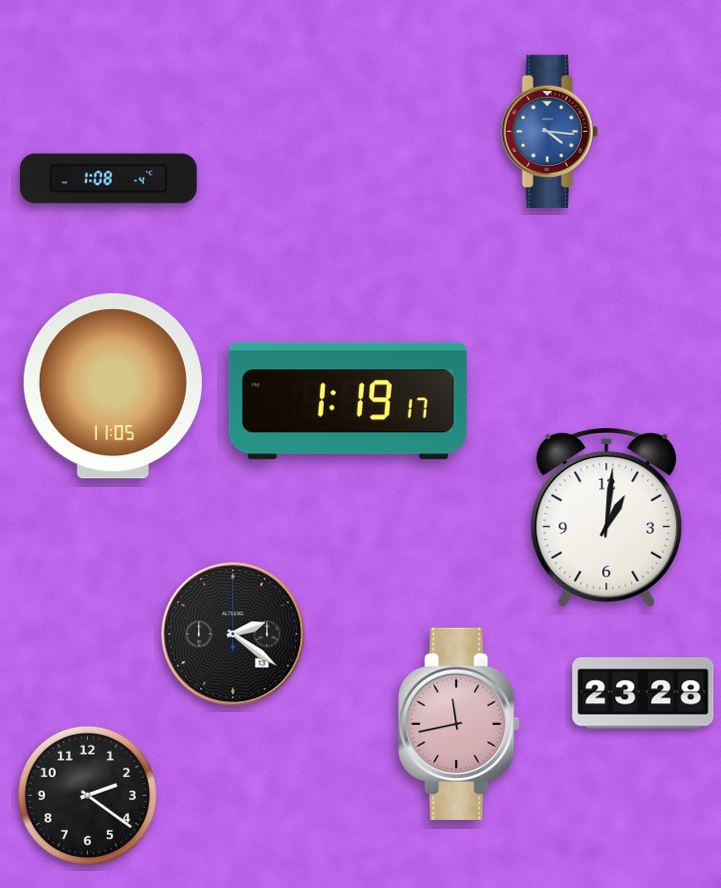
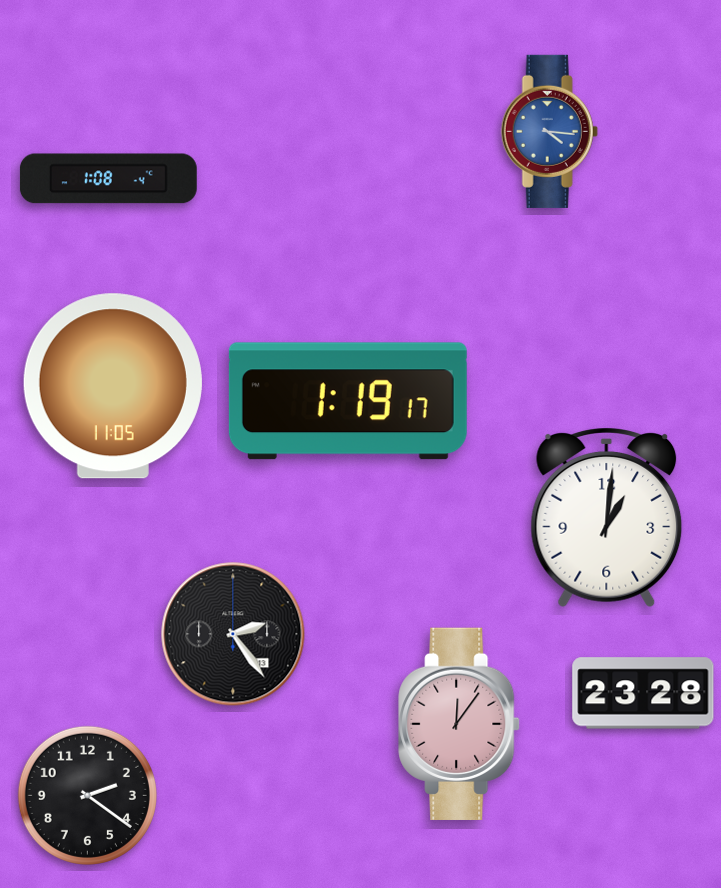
clock at (233, 634): 2:21 -> 2:24
clock at (459, 724): 11:43 -> 12:06
